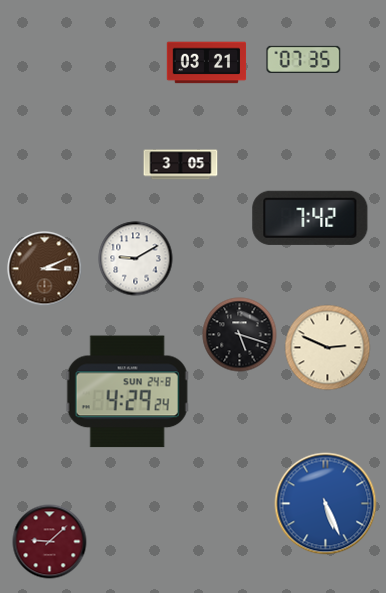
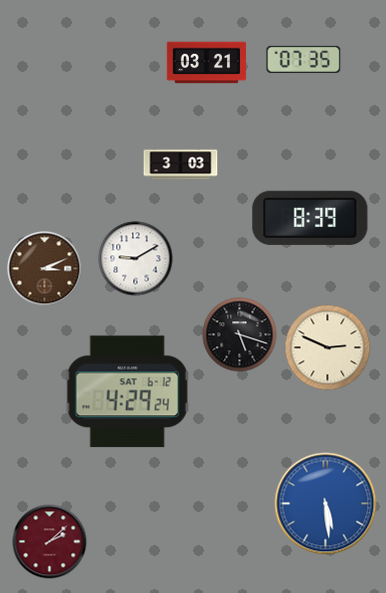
clock at (181, 165): 3:05 -> 3:03
clock at (310, 218): 7:42 -> 8:39
clock at (127, 392) date: SUN 24-8 -> SAT 6-12
clock at (326, 504): 5:26 -> 5:29
clock at (50, 542): 9:08 -> 2:08
